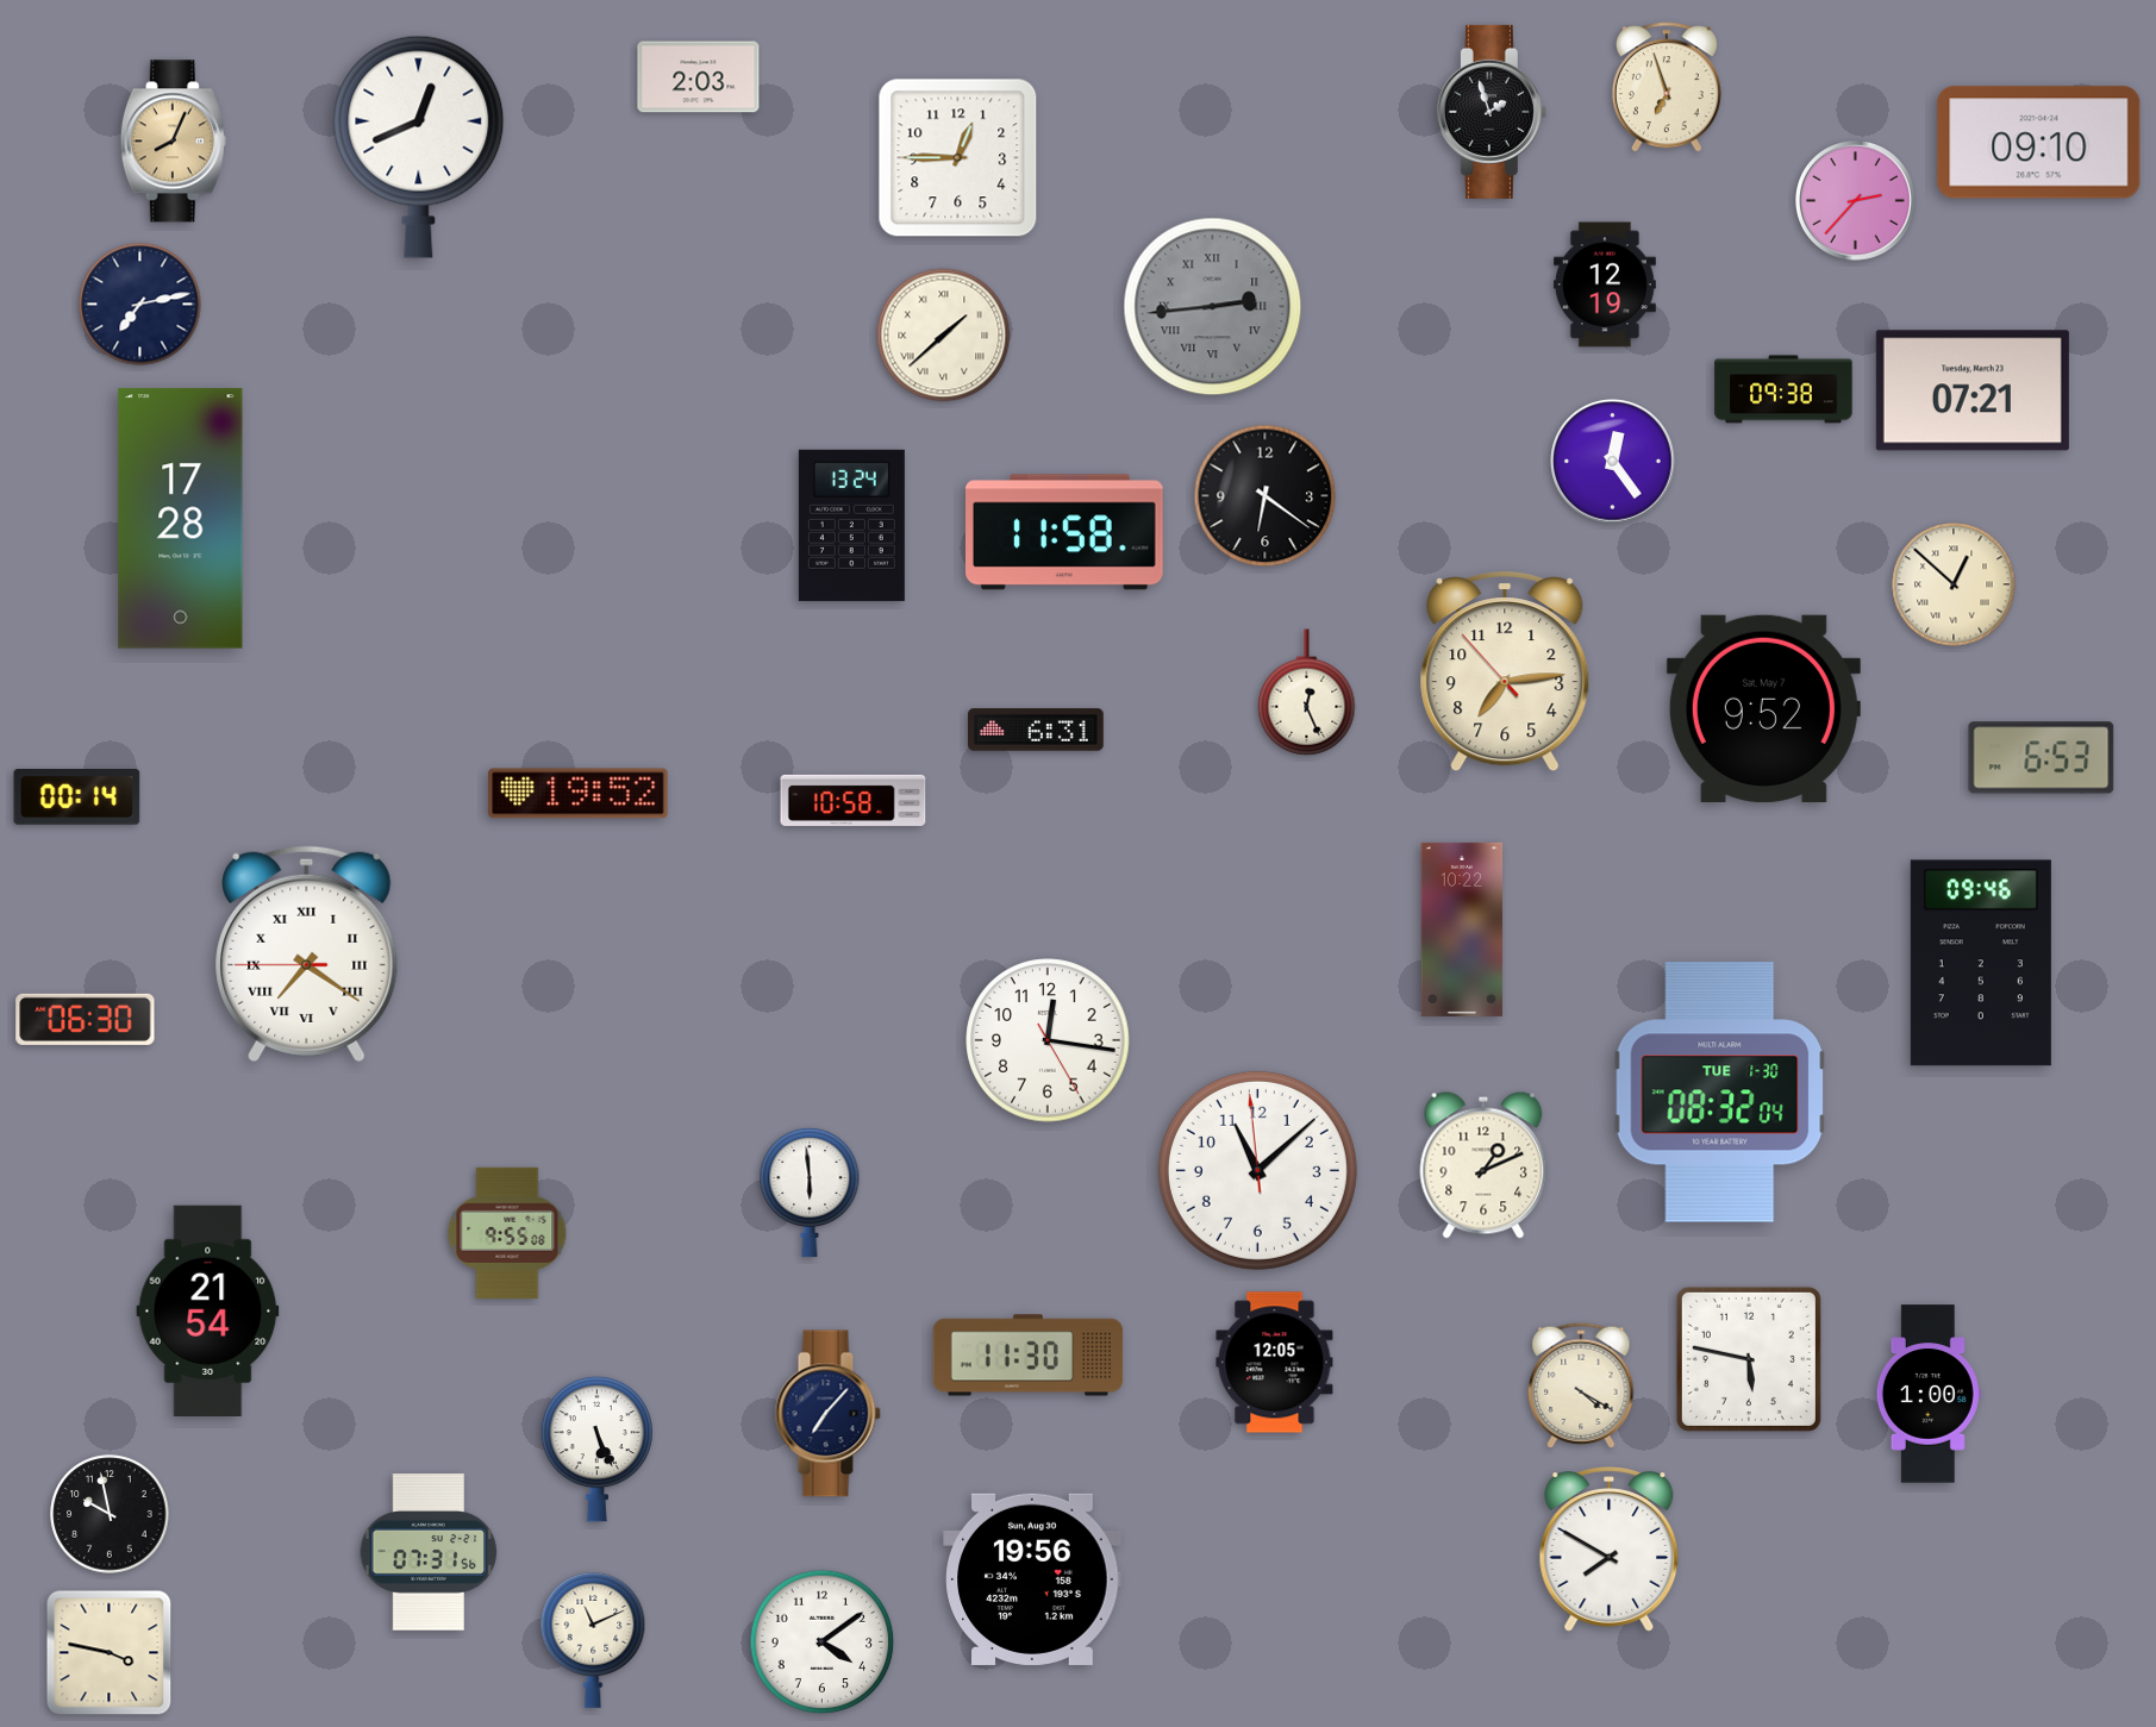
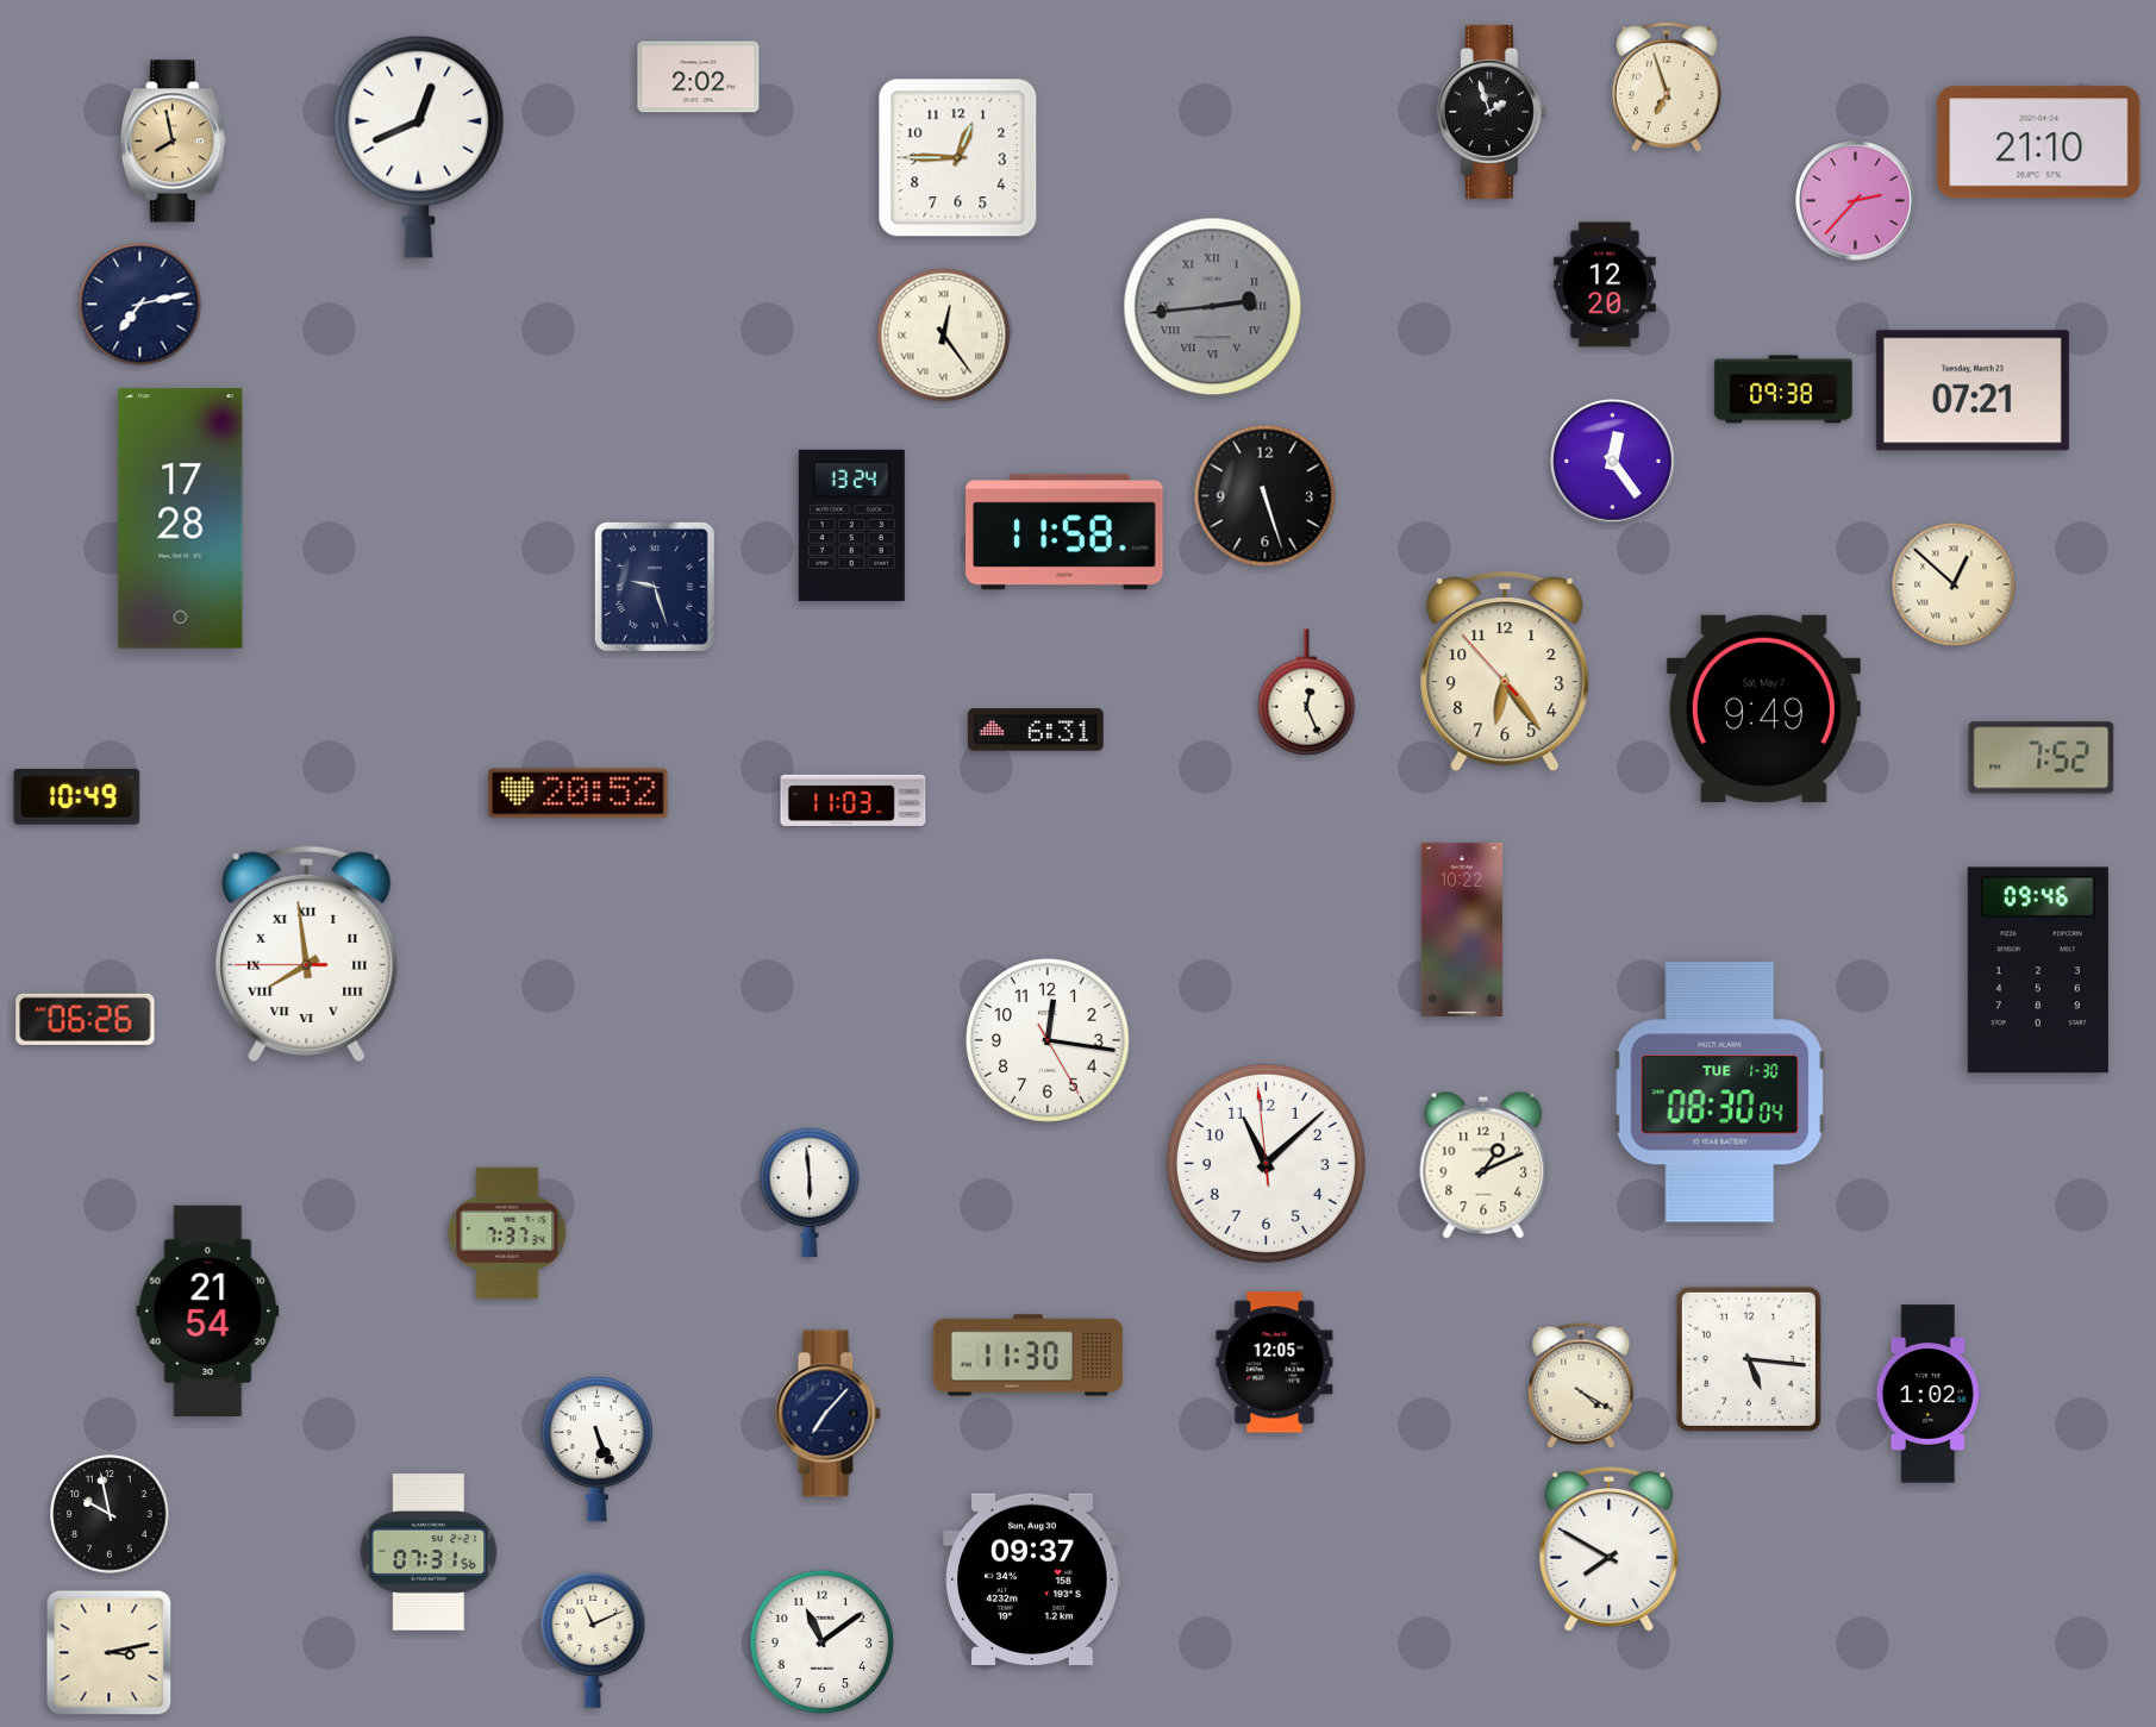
clock at (699, 77): 2:03 -> 2:02
clock at (173, 142): 8:04 -> 7:58
clock at (2039, 143): 09:10 -> 21:10
clock at (1605, 284): 12:19 -> 12:20
clock at (944, 336): 1:38 -> 12:24
clock at (1266, 496): 6:21 -> 5:27
clock at (655, 587): none -> 9:27
clock at (1505, 672): 7:13 -> 6:23
clock at (1763, 708): 9:52 -> 9:49
clock at (2042, 758): 6:53 -> 7:52
clock at (579, 794): 19:52 -> 20:52
clock at (77, 797): 00:14 -> 10:49
clock at (854, 800): 10:58 -> 11:03
clock at (307, 953): 7:20 -> 7:58
clock at (1981, 963) position: (1981, 963) -> (2038, 970)
clock at (86, 1019): 06:30 -> 06:26
clock at (1720, 1093): 08:32 -> 08:30
clock at (1257, 1170) position: (1257, 1170) -> (1266, 1163)
clock at (507, 1233): 9:55 -> 7:37
clock at (1749, 1359): 5:47 -> 5:16
clock at (1929, 1394): 1:00 -> 1:02
clock at (1032, 1579): 19:56 -> 09:37
clock at (823, 1642): 4:09 -> 11:09
clock at (110, 1653): 3:47 -> 3:13
